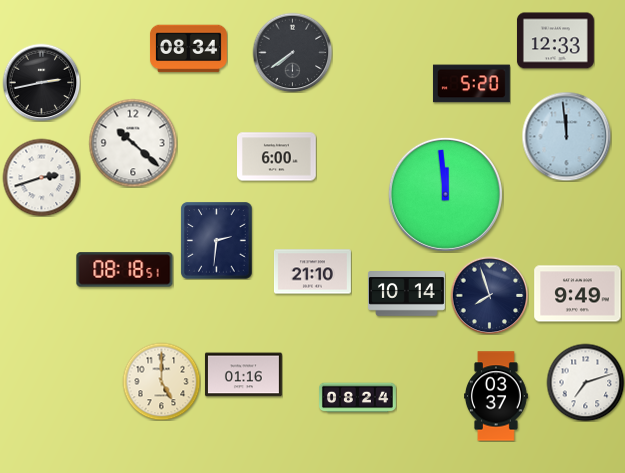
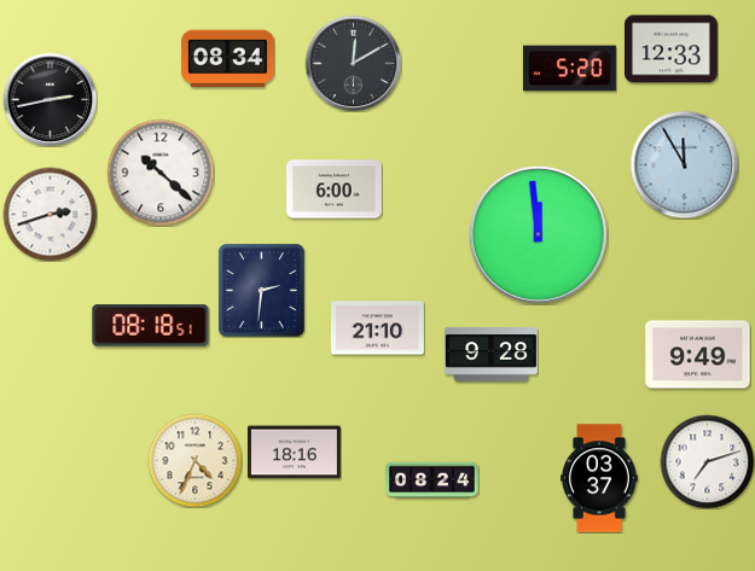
clock at (292, 52): 7:39 -> 12:10
clock at (471, 84) position: (471, 84) -> (569, 69)
clock at (566, 136): 11:59 -> 11:55
clock at (407, 294): 10:14 -> 9:28
clock at (489, 295): 7:57 -> none
clock at (243, 375): 01:16 -> 18:16
clock at (161, 381): 5:00 -> 4:34
